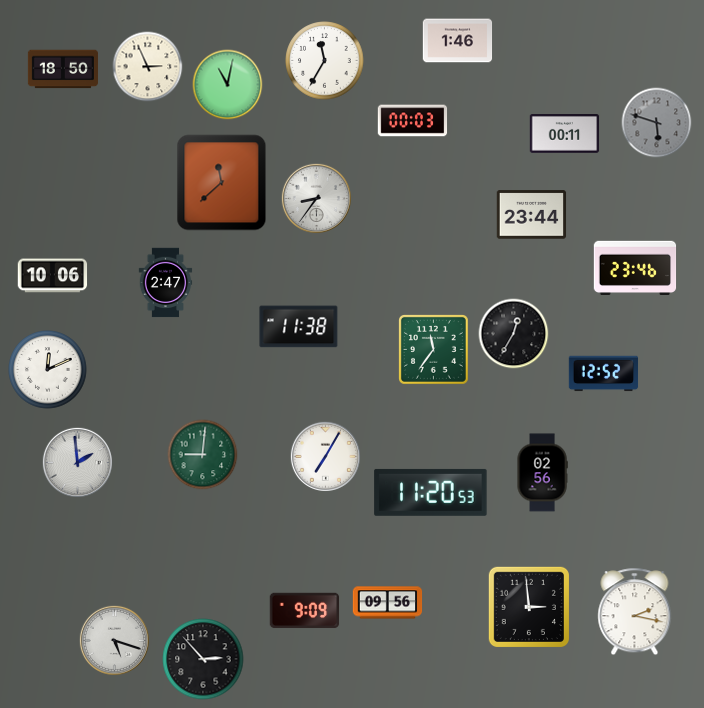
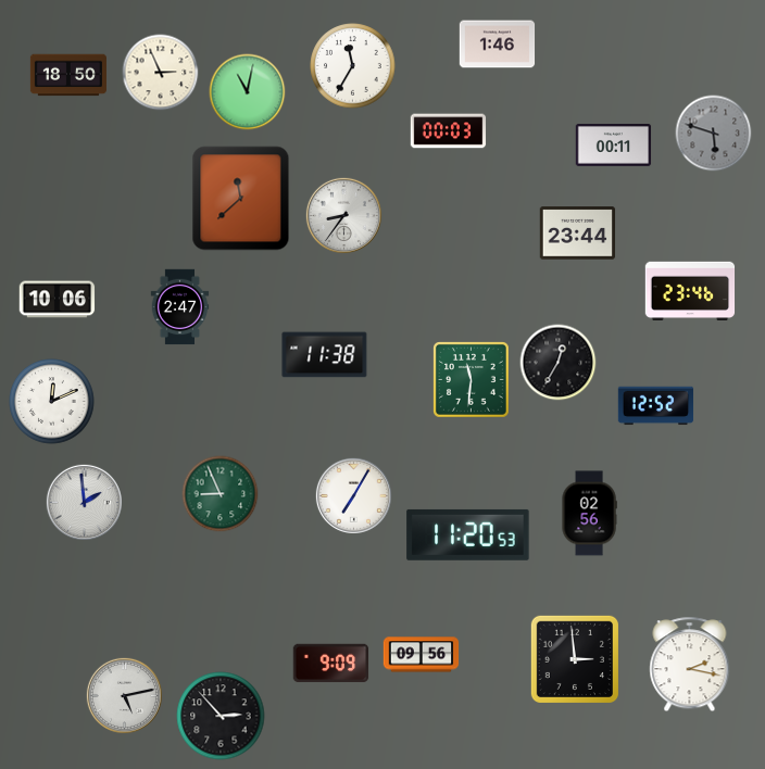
clock at (434, 350): 11:36 -> 11:31
clock at (203, 455): 9:01 -> 8:56
clock at (114, 640): 5:18 -> 5:13
